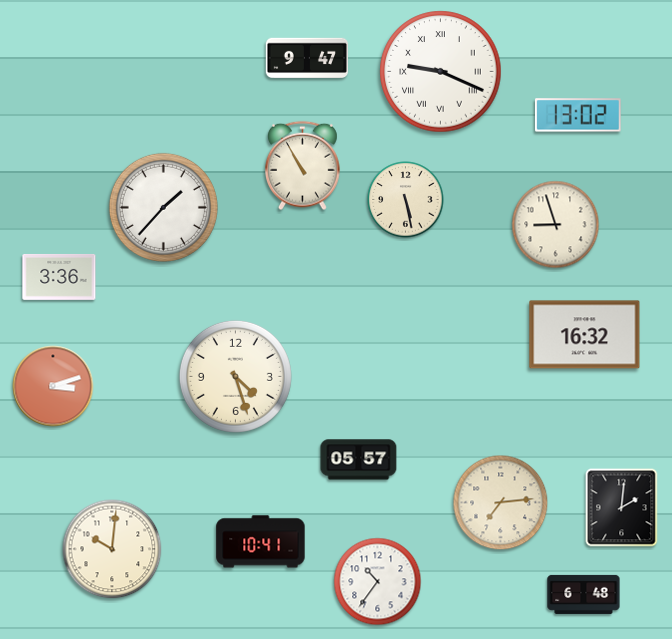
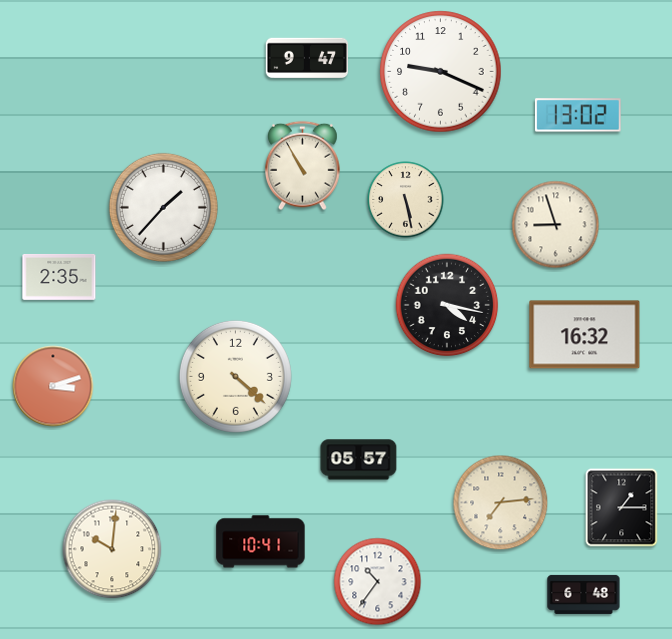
clock at (441, 72) numerals: Roman -> Arabic
clock at (59, 277): 3:36 -> 2:35
clock at (447, 305): none -> 4:17
clock at (235, 376): 4:27 -> 4:22
clock at (622, 508): 2:01 -> 1:15
